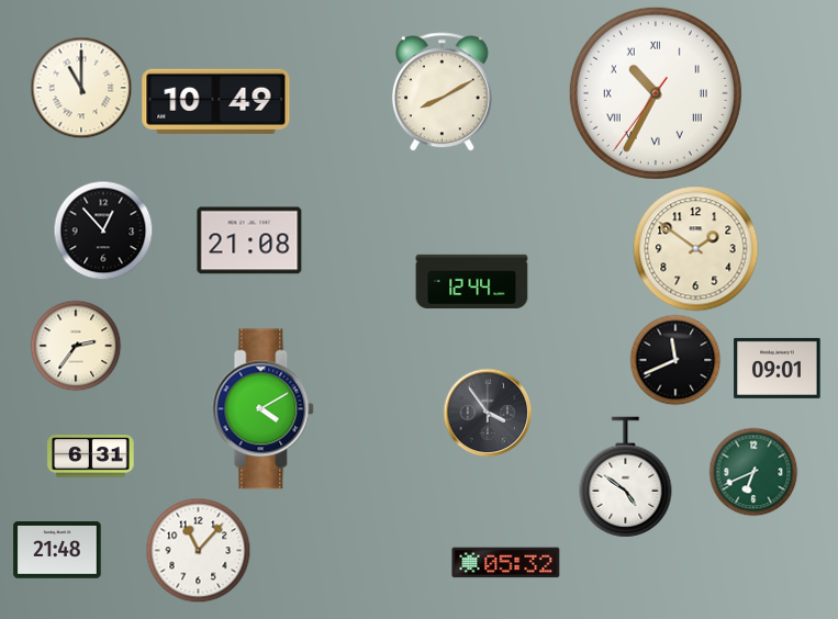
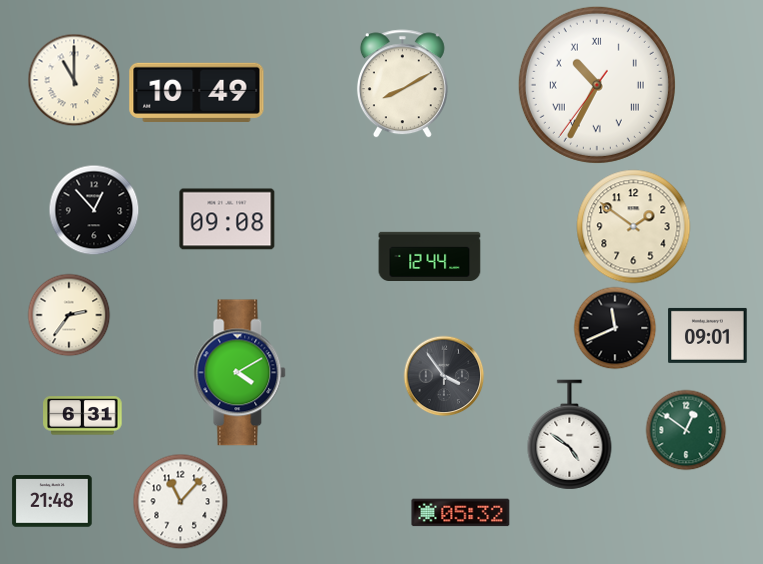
clock at (249, 240): 21:08 -> 09:08
clock at (753, 472): 6:41 -> 12:51
